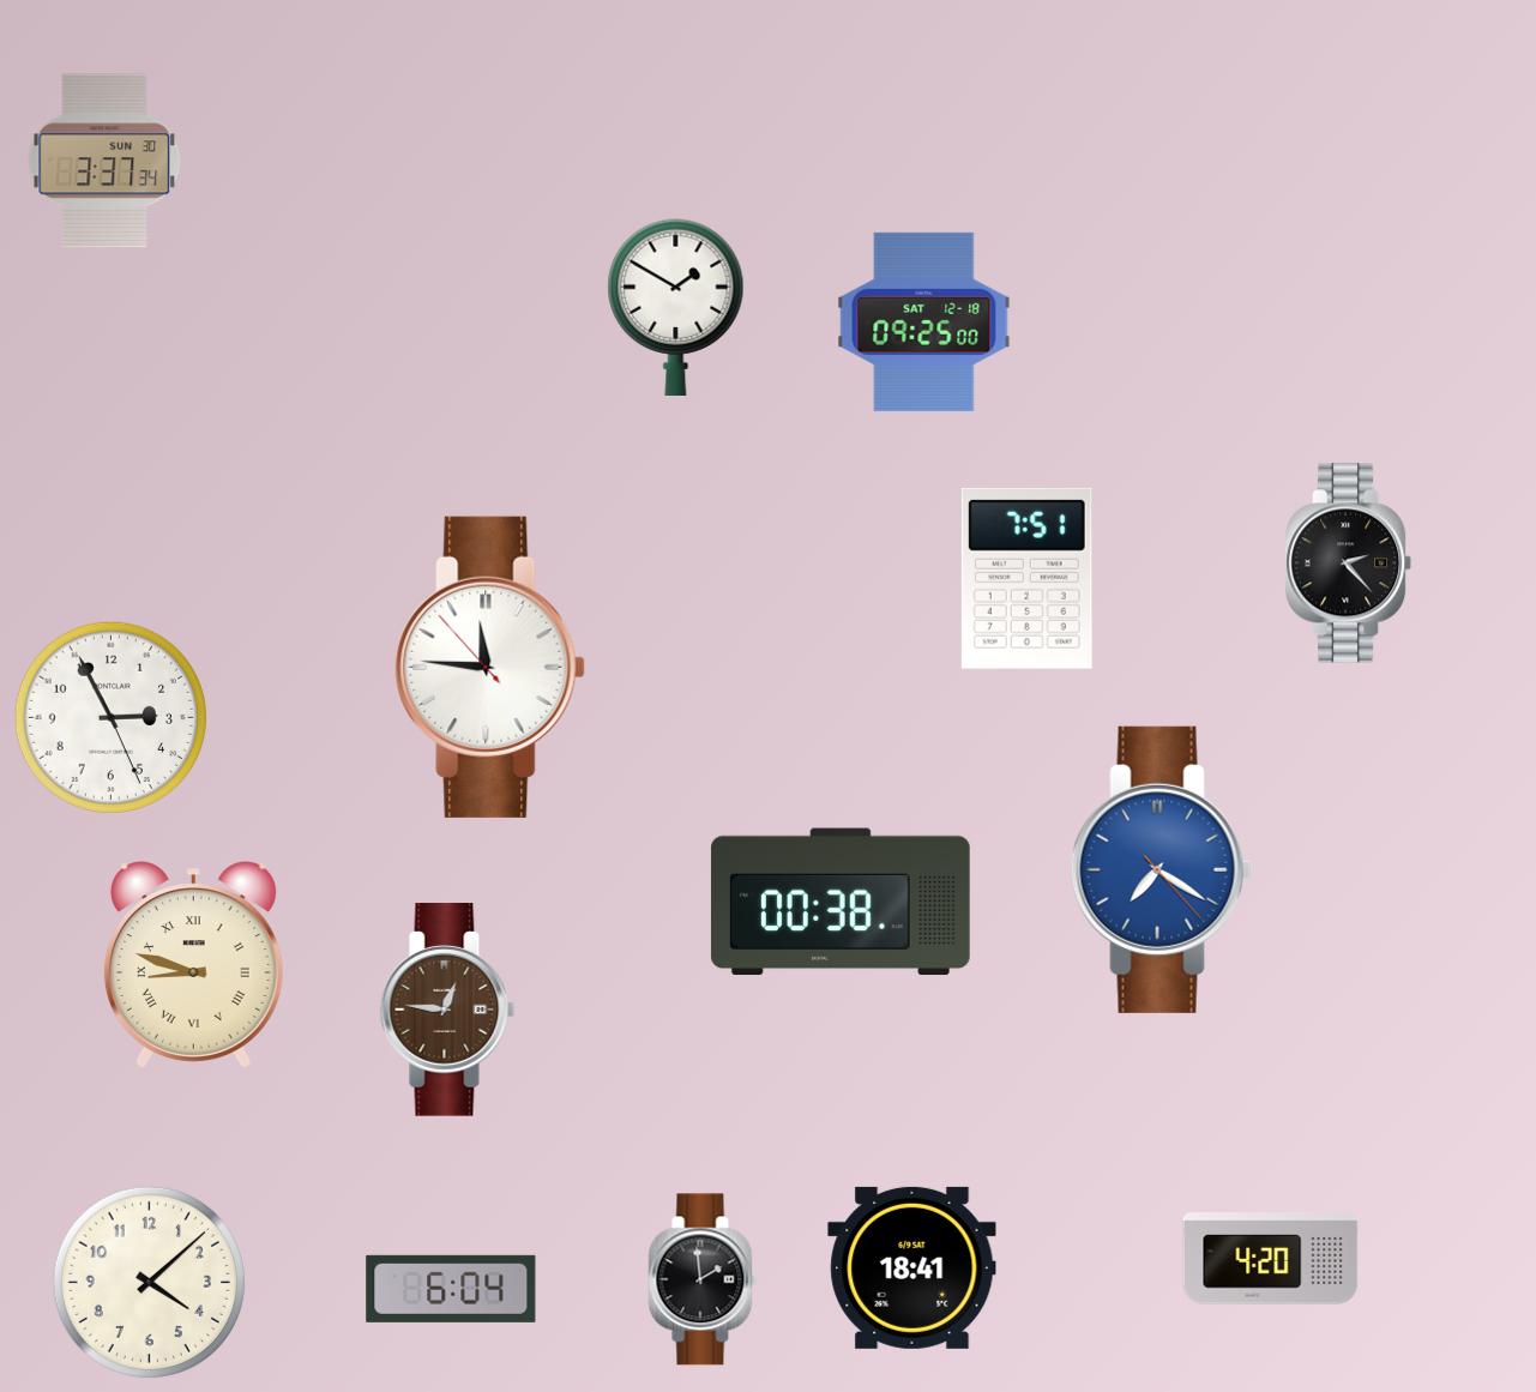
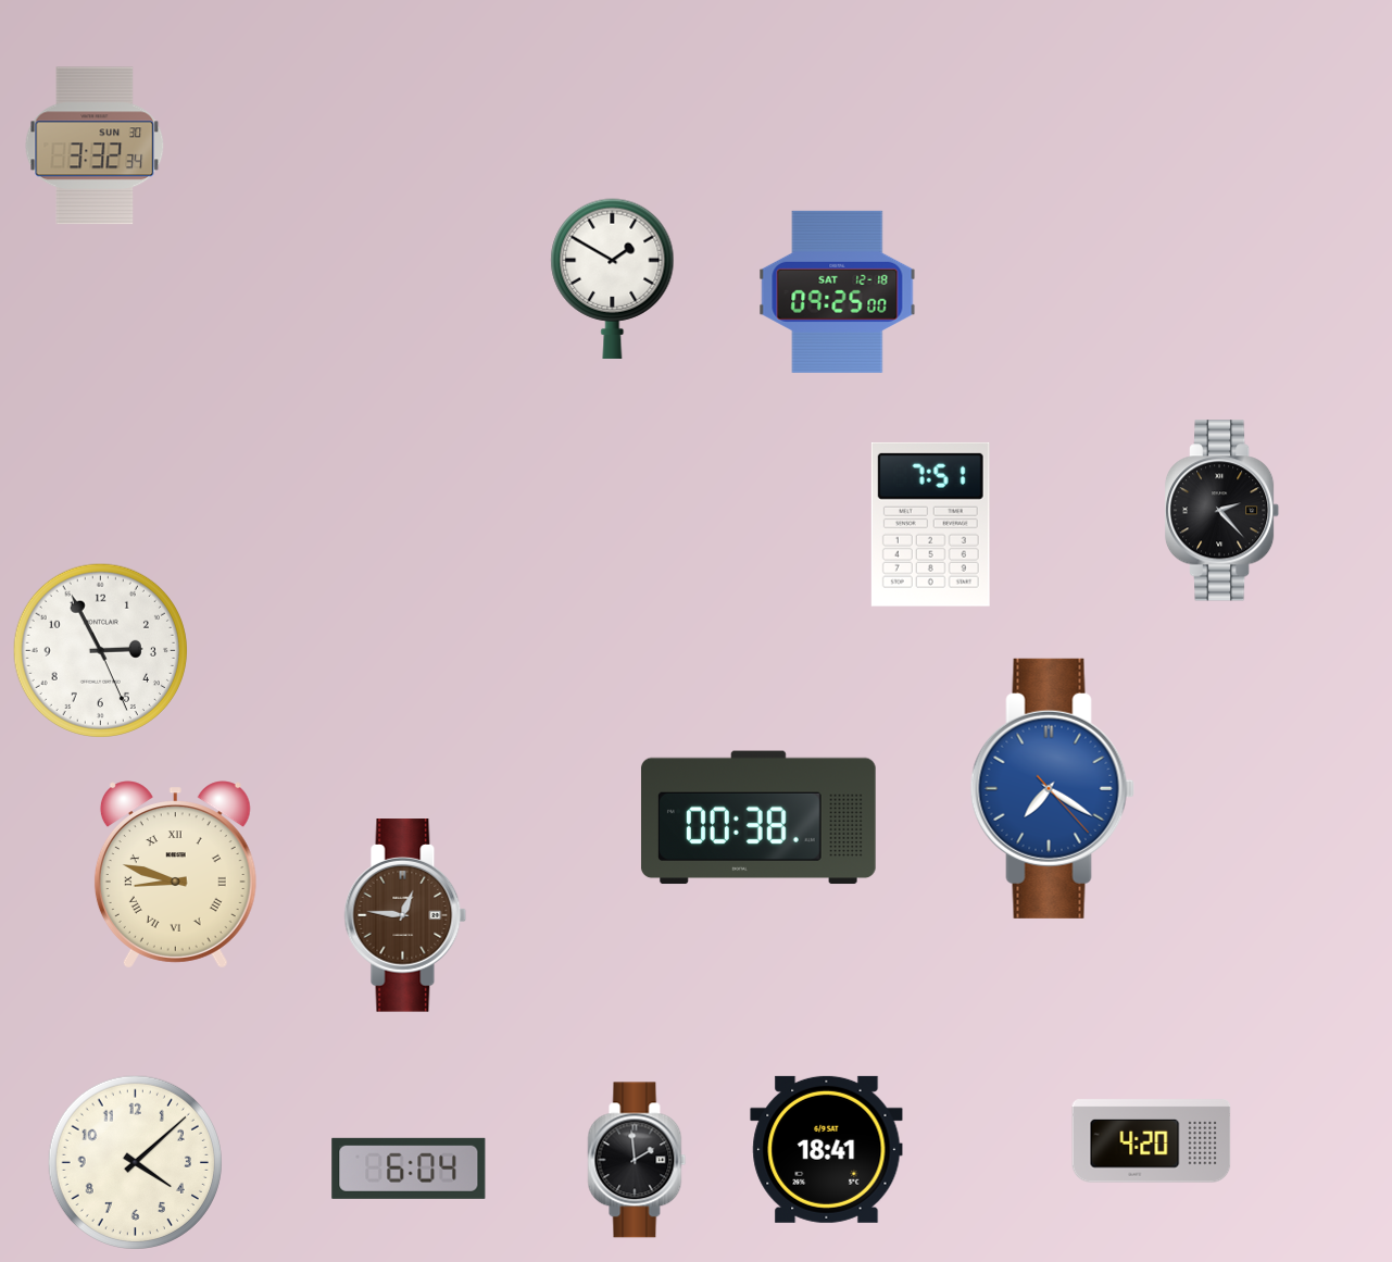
clock at (104, 161): 3:37 -> 3:32
clock at (490, 667): 11:45 -> none
clock at (841, 902) position: (841, 902) -> (758, 817)
